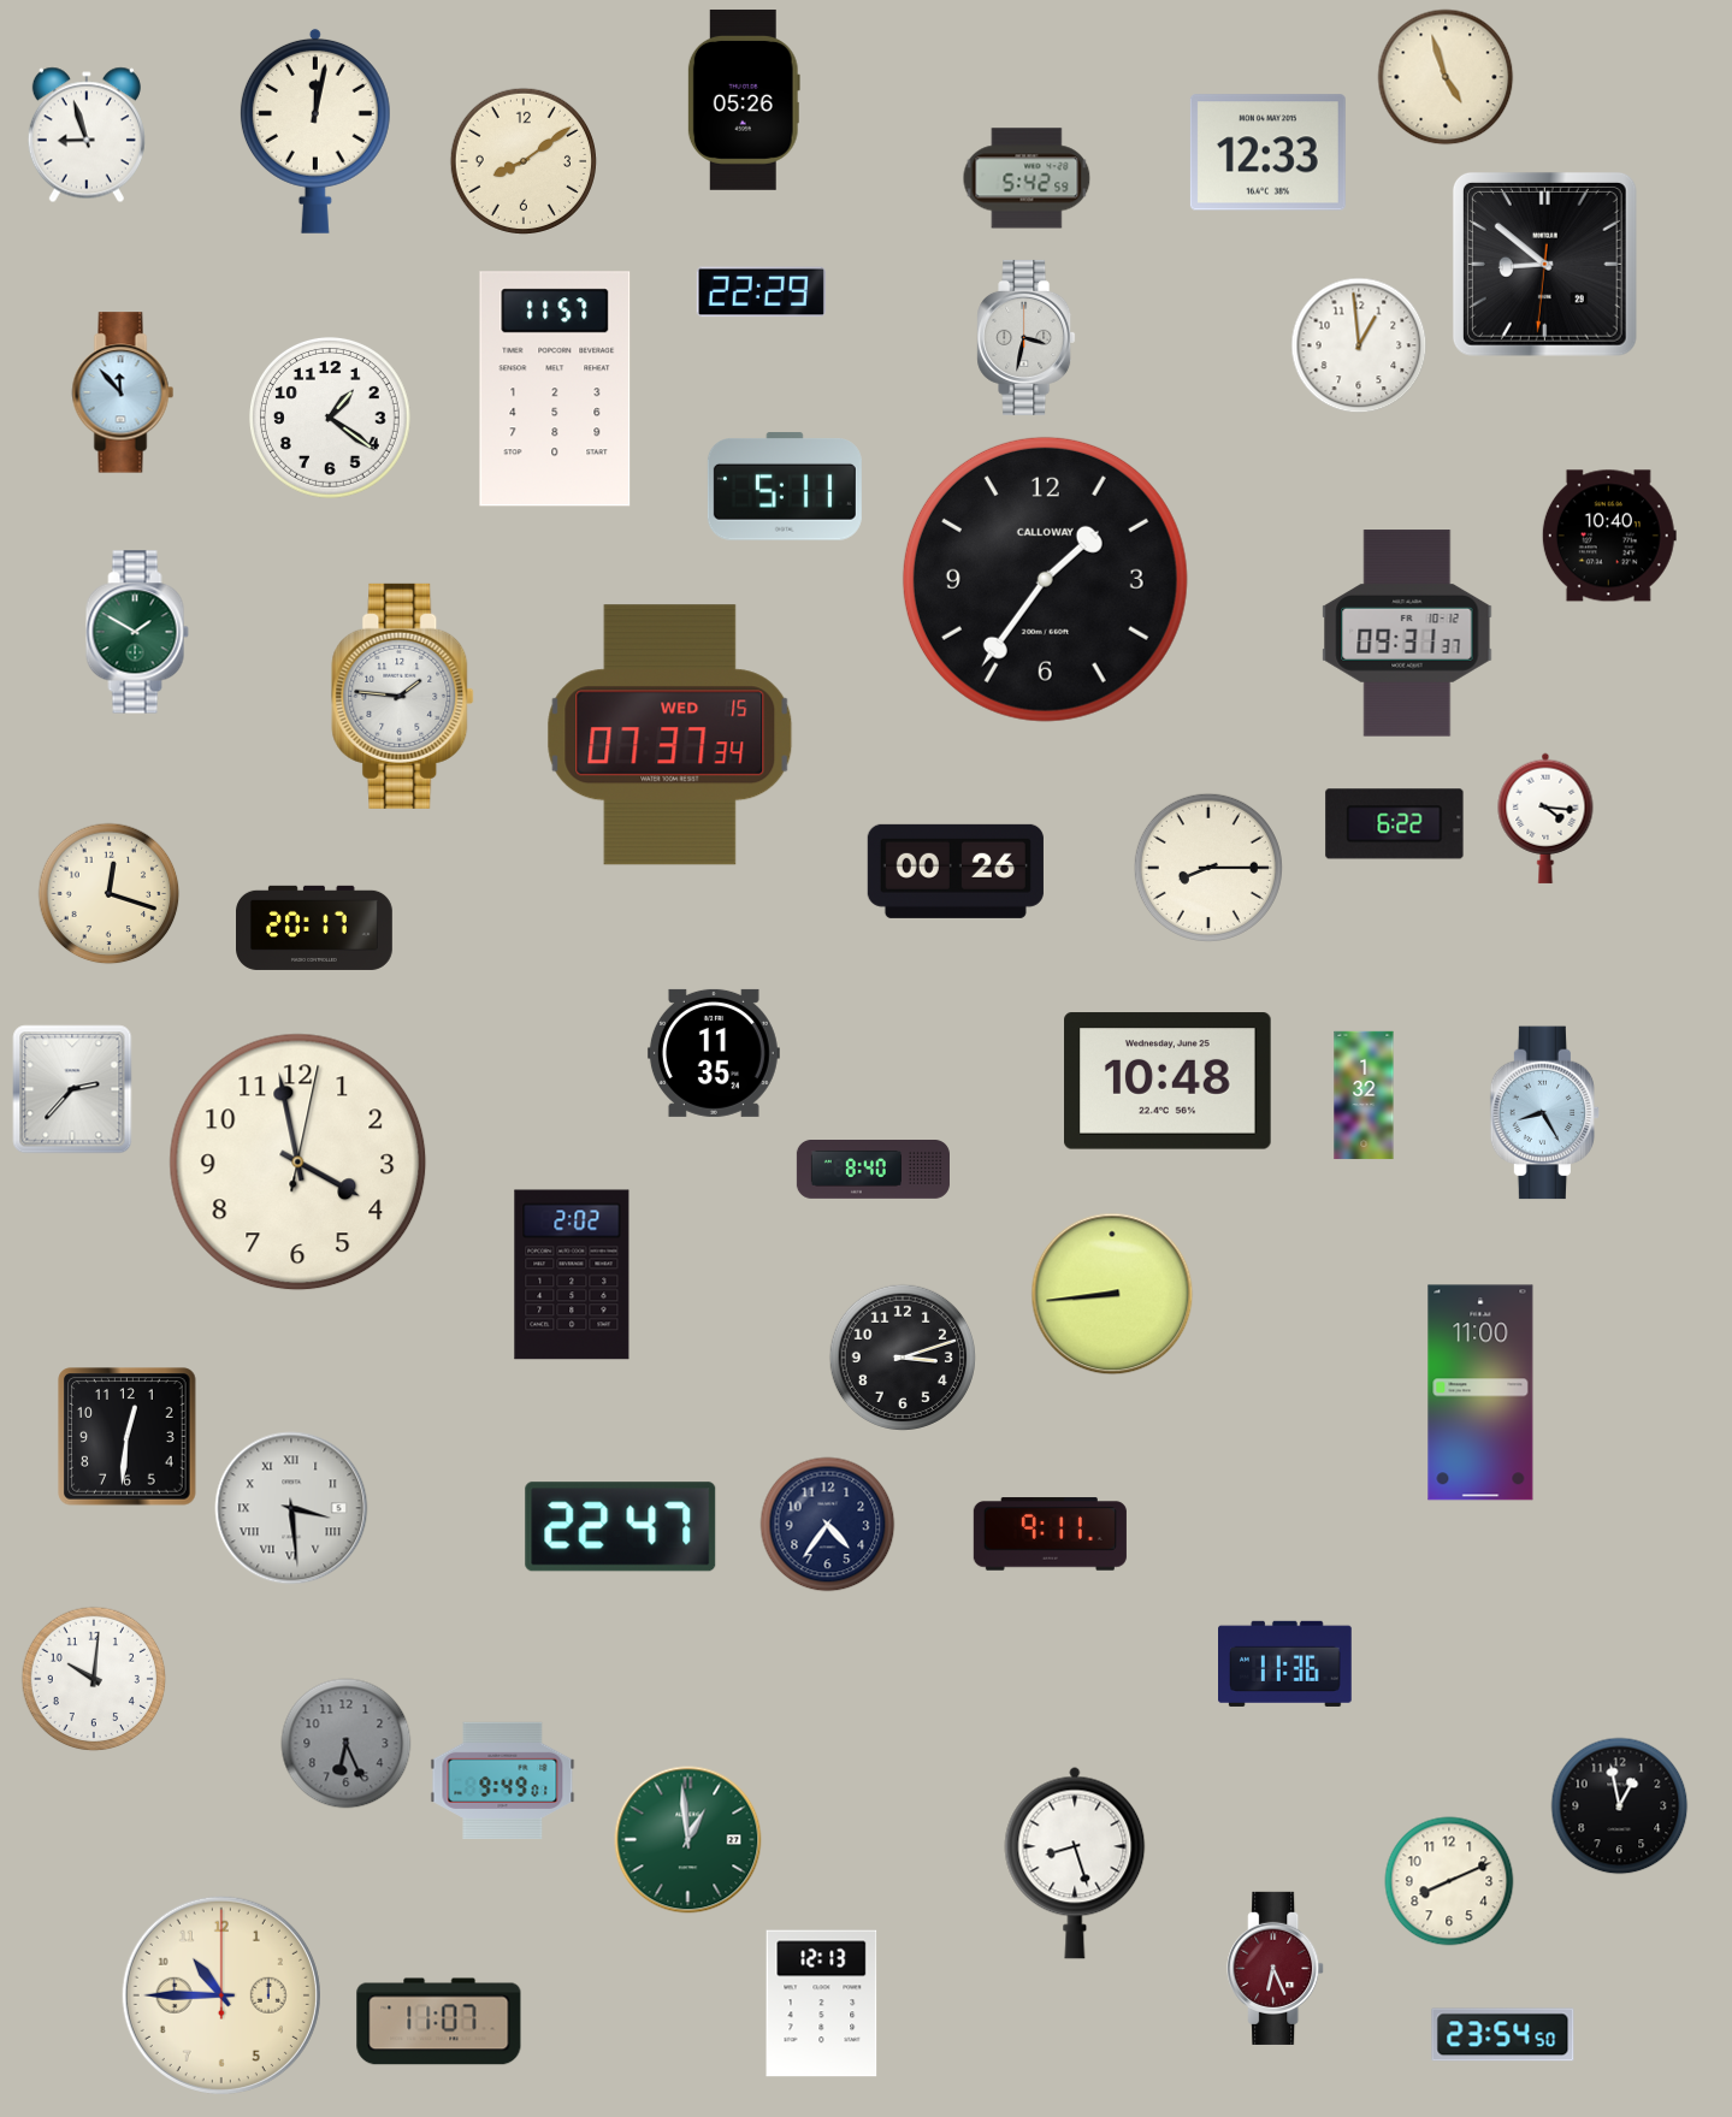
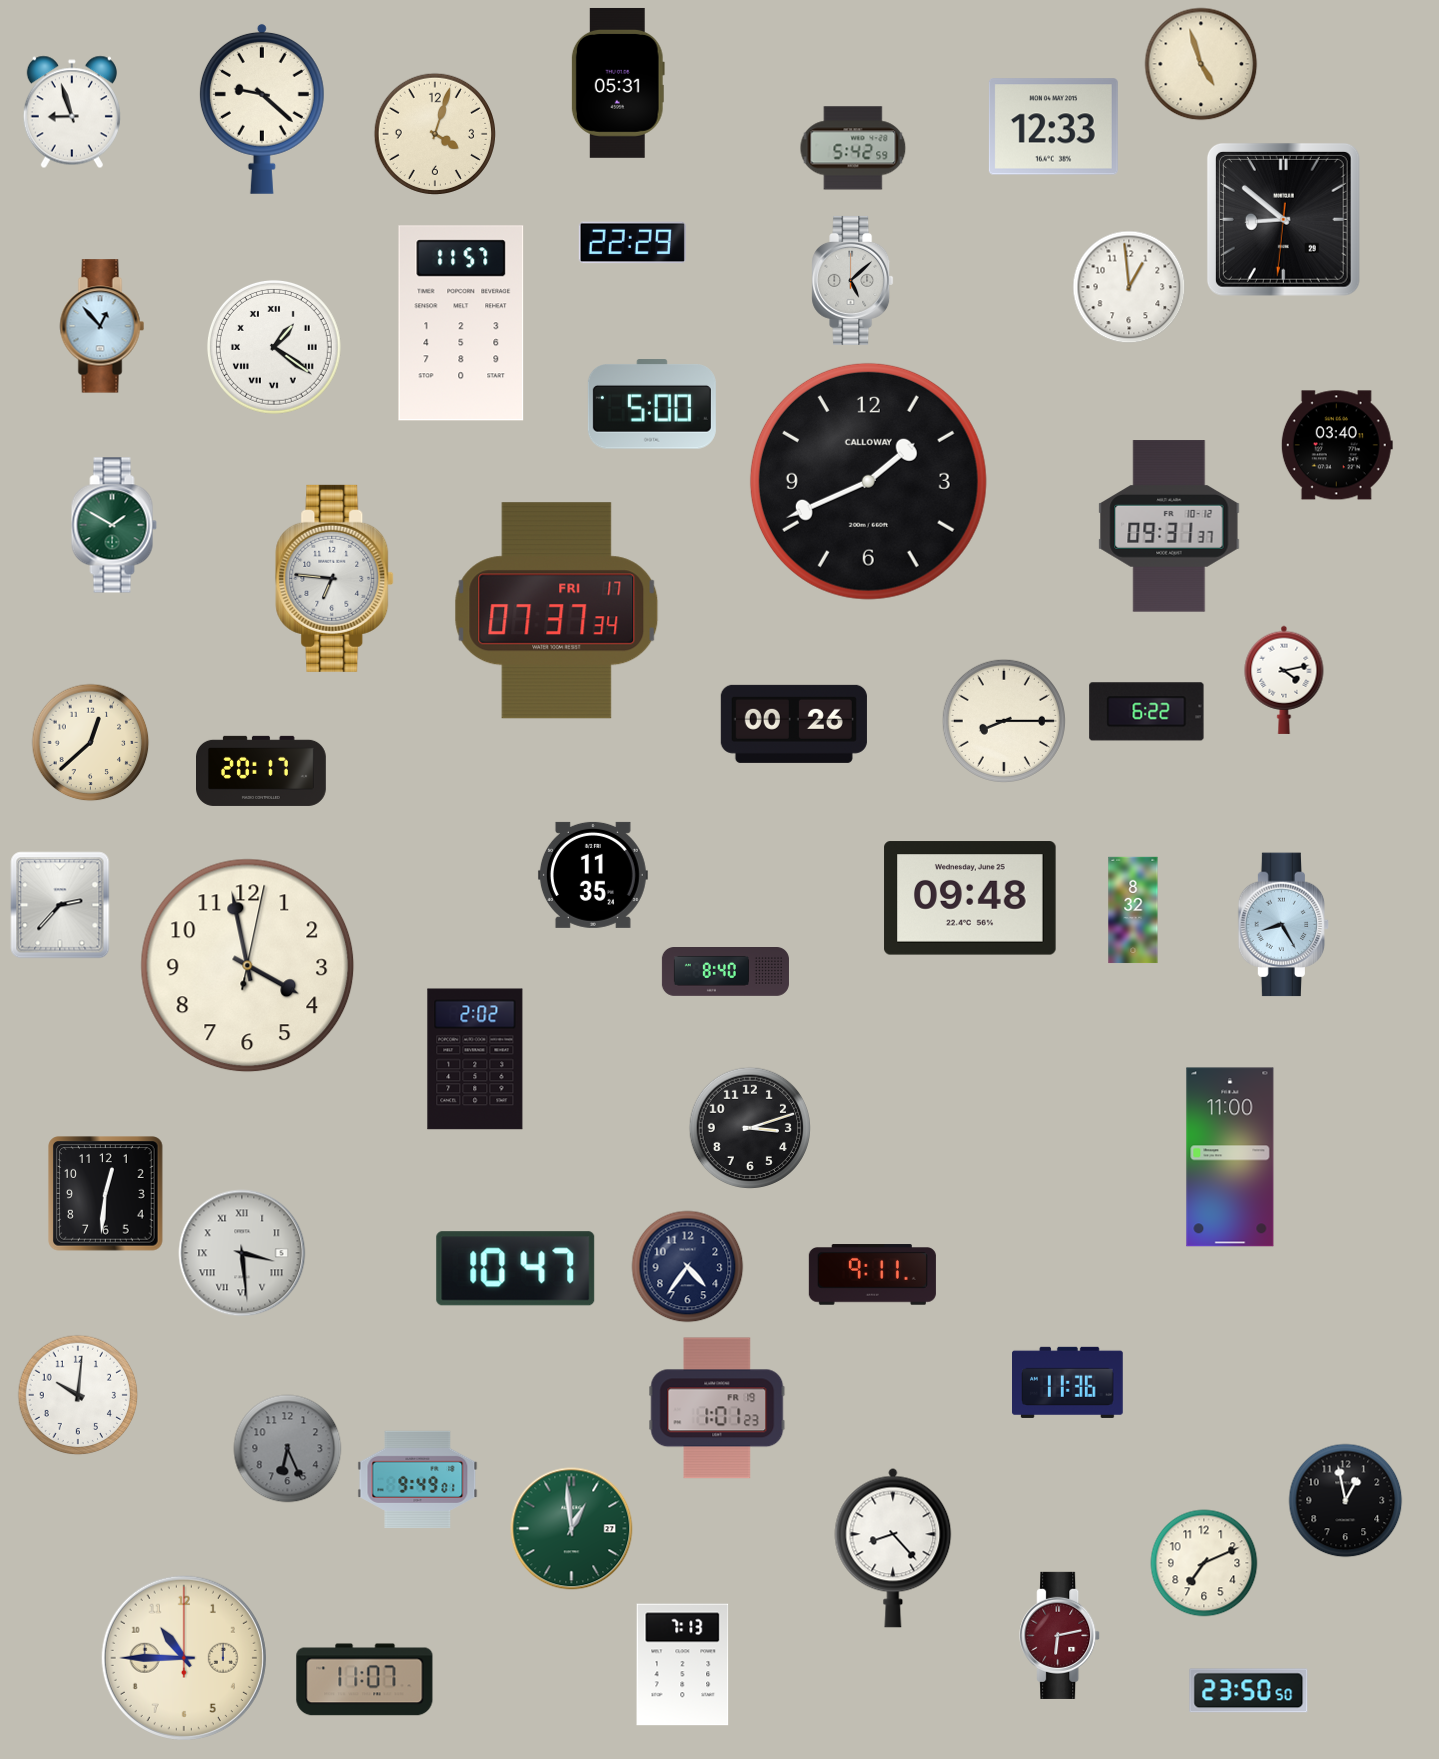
clock at (744, 100): 05:26 -> 05:31
clock at (315, 131): 12:02 -> 9:22
clock at (522, 160): 8:09 -> 4:03
clock at (1027, 337): 3:32 -> 5:08
clock at (123, 392): 11:53 -> 12:53
clock at (330, 418) numerals: Arabic -> Roman
clock at (785, 486): 5:11 -> 5:00
clock at (1609, 536): 10:40 -> 03:40
clock at (1045, 579): 1:36 -> 1:41
clock at (403, 696): 1:46 -> 6:46
clock at (670, 735) date: WED 15 -> FRI 17
clock at (1545, 818): 4:16 -> 4:13
clock at (1395, 824) position: (1395, 824) -> (1147, 712)
clock at (110, 894): 12:18 -> 12:38
clock at (1168, 1081): 10:48 -> 09:48
clock at (1364, 1095): 1:32 -> 8:32
clock at (1112, 1294): 8:44 -> none
clock at (621, 1527): 22:47 -> 10:47
clock at (717, 1408): none -> 1:01
clock at (1075, 1863): 8:27 -> 8:23
clock at (1449, 1881): 8:11 -> 7:11
clock at (1276, 1968): 6:26 -> 6:13
clock at (822, 2004): 12:13 -> 7:13
clock at (1503, 2035): 23:54 -> 23:50
